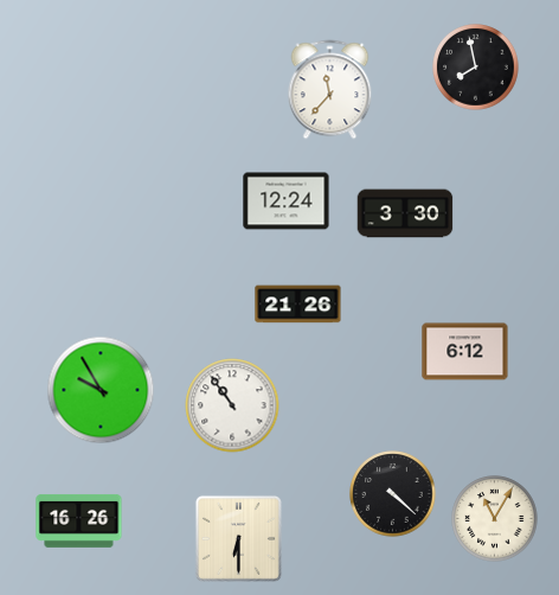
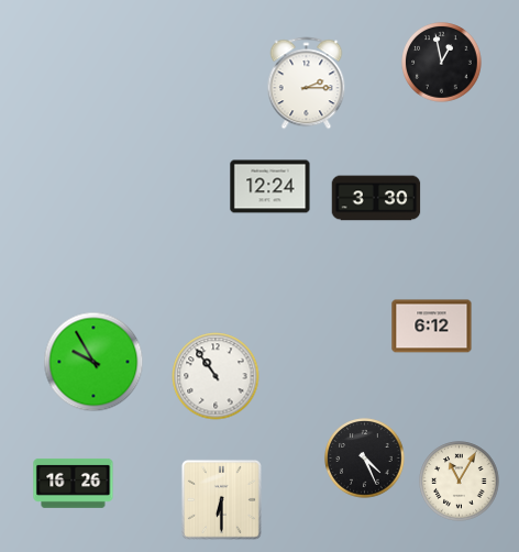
clock at (476, 68): 7:58 -> 12:58
clock at (330, 90): 11:37 -> 2:15
clock at (287, 201) position: (287, 201) -> (270, 187)
clock at (298, 305): 21:26 -> none
clock at (393, 494): 4:22 -> 4:26
